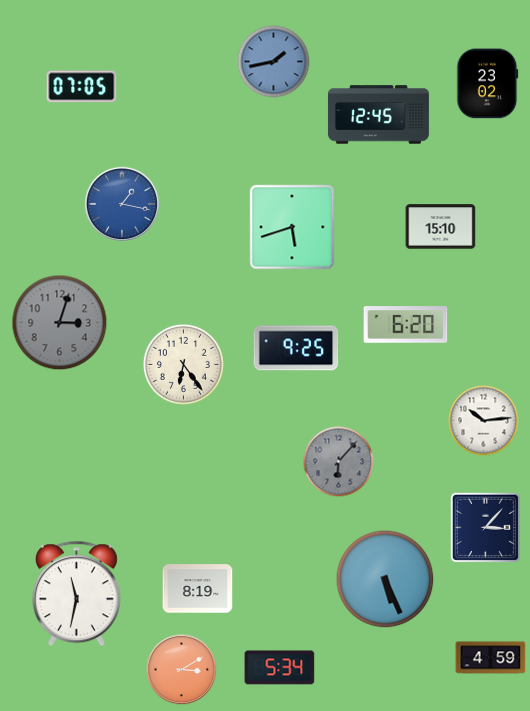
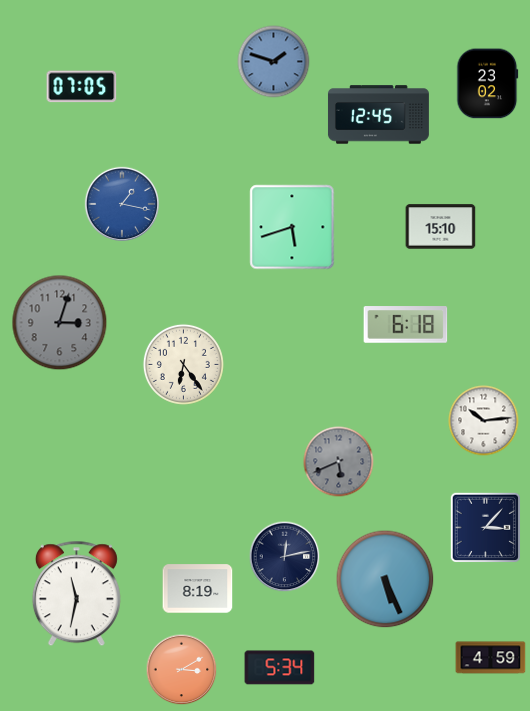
clock at (274, 62): 1:43 -> 1:48
clock at (406, 325): 6:20 -> 6:18
clock at (296, 348): 9:25 -> none
clock at (339, 462): 6:07 -> 5:41
clock at (285, 557): none -> 12:13
